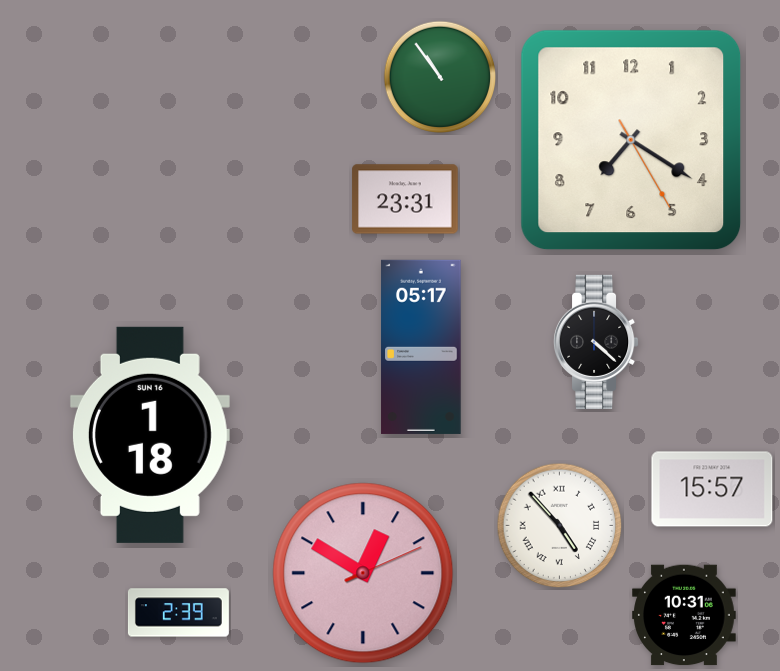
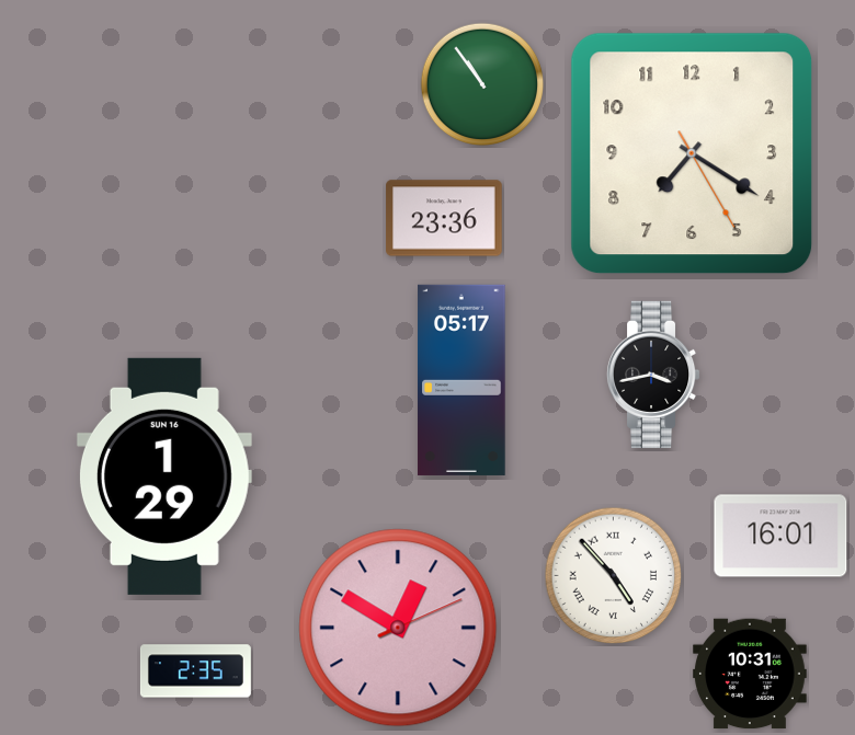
clock at (405, 199): 23:31 -> 23:36
clock at (596, 342): 4:22 -> 3:43
clock at (150, 435): 1:18 -> 1:29
clock at (712, 489): 15:57 -> 16:01
clock at (178, 613): 2:39 -> 2:35
